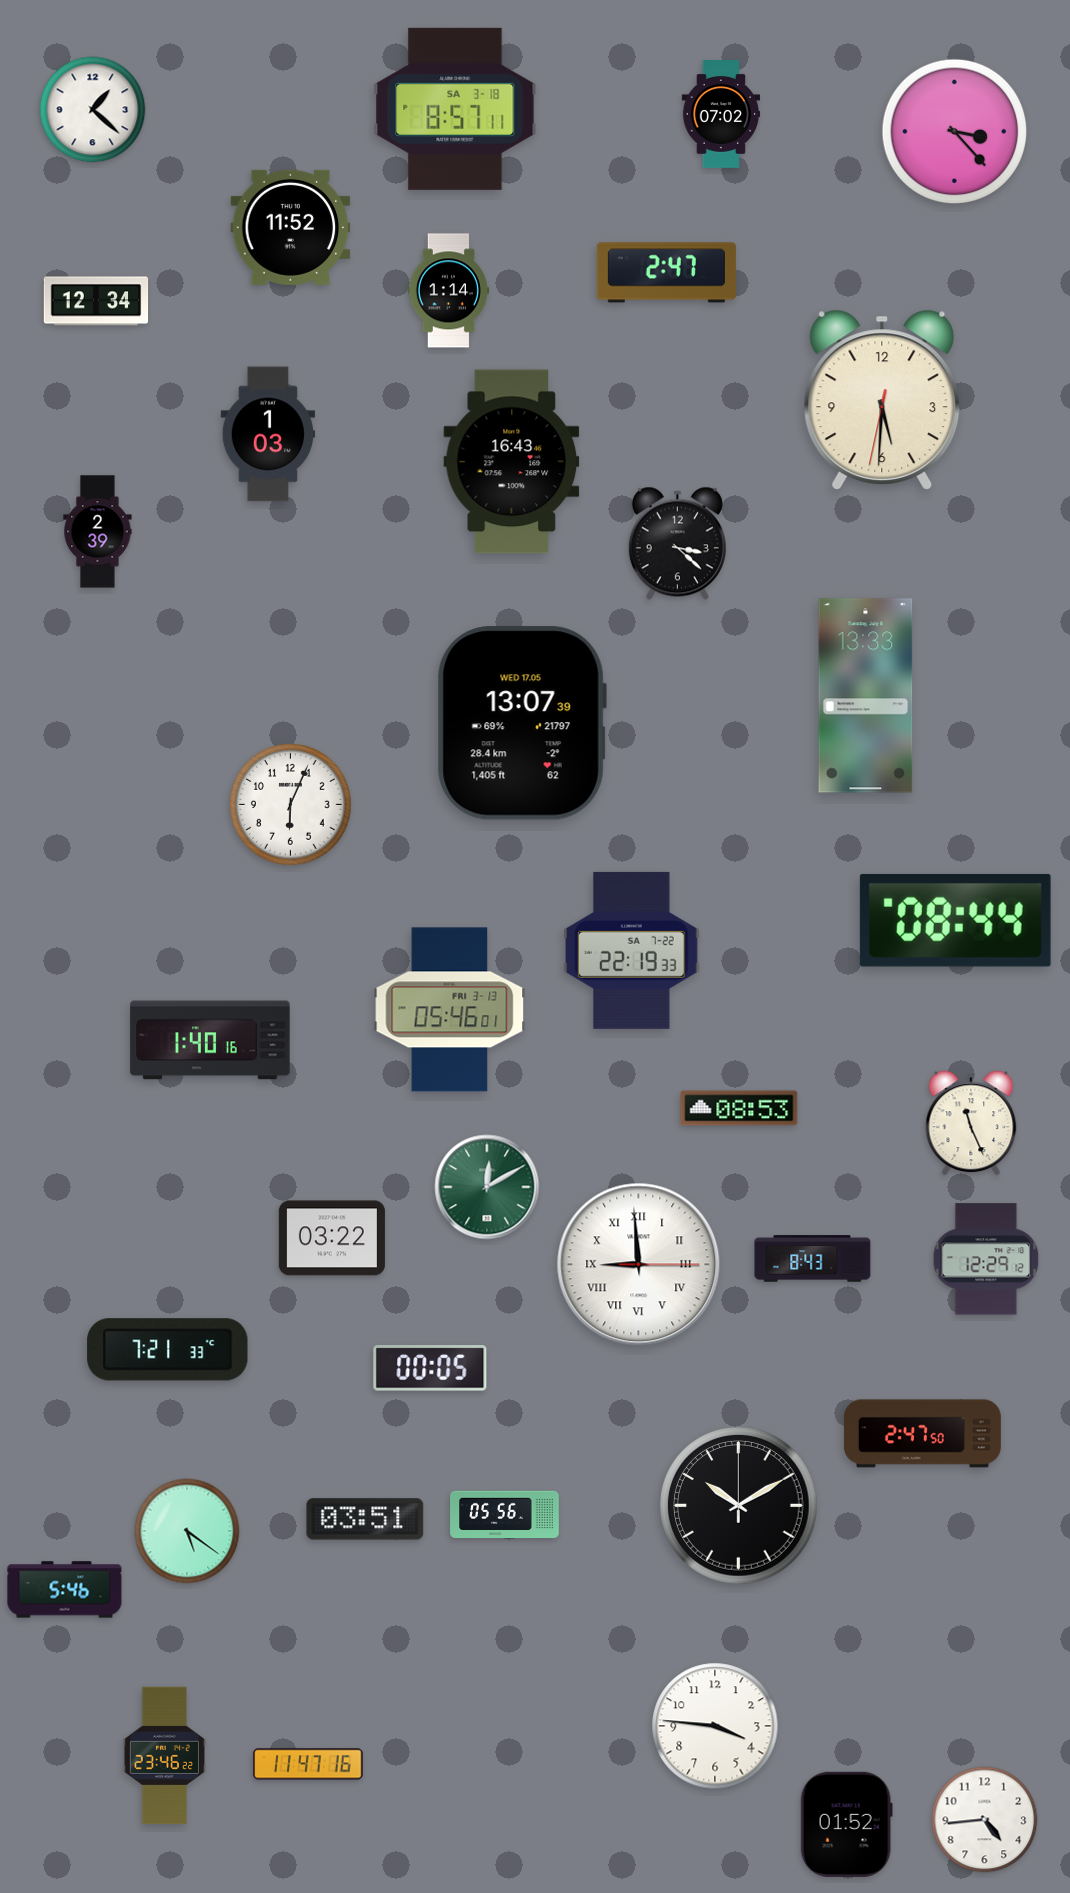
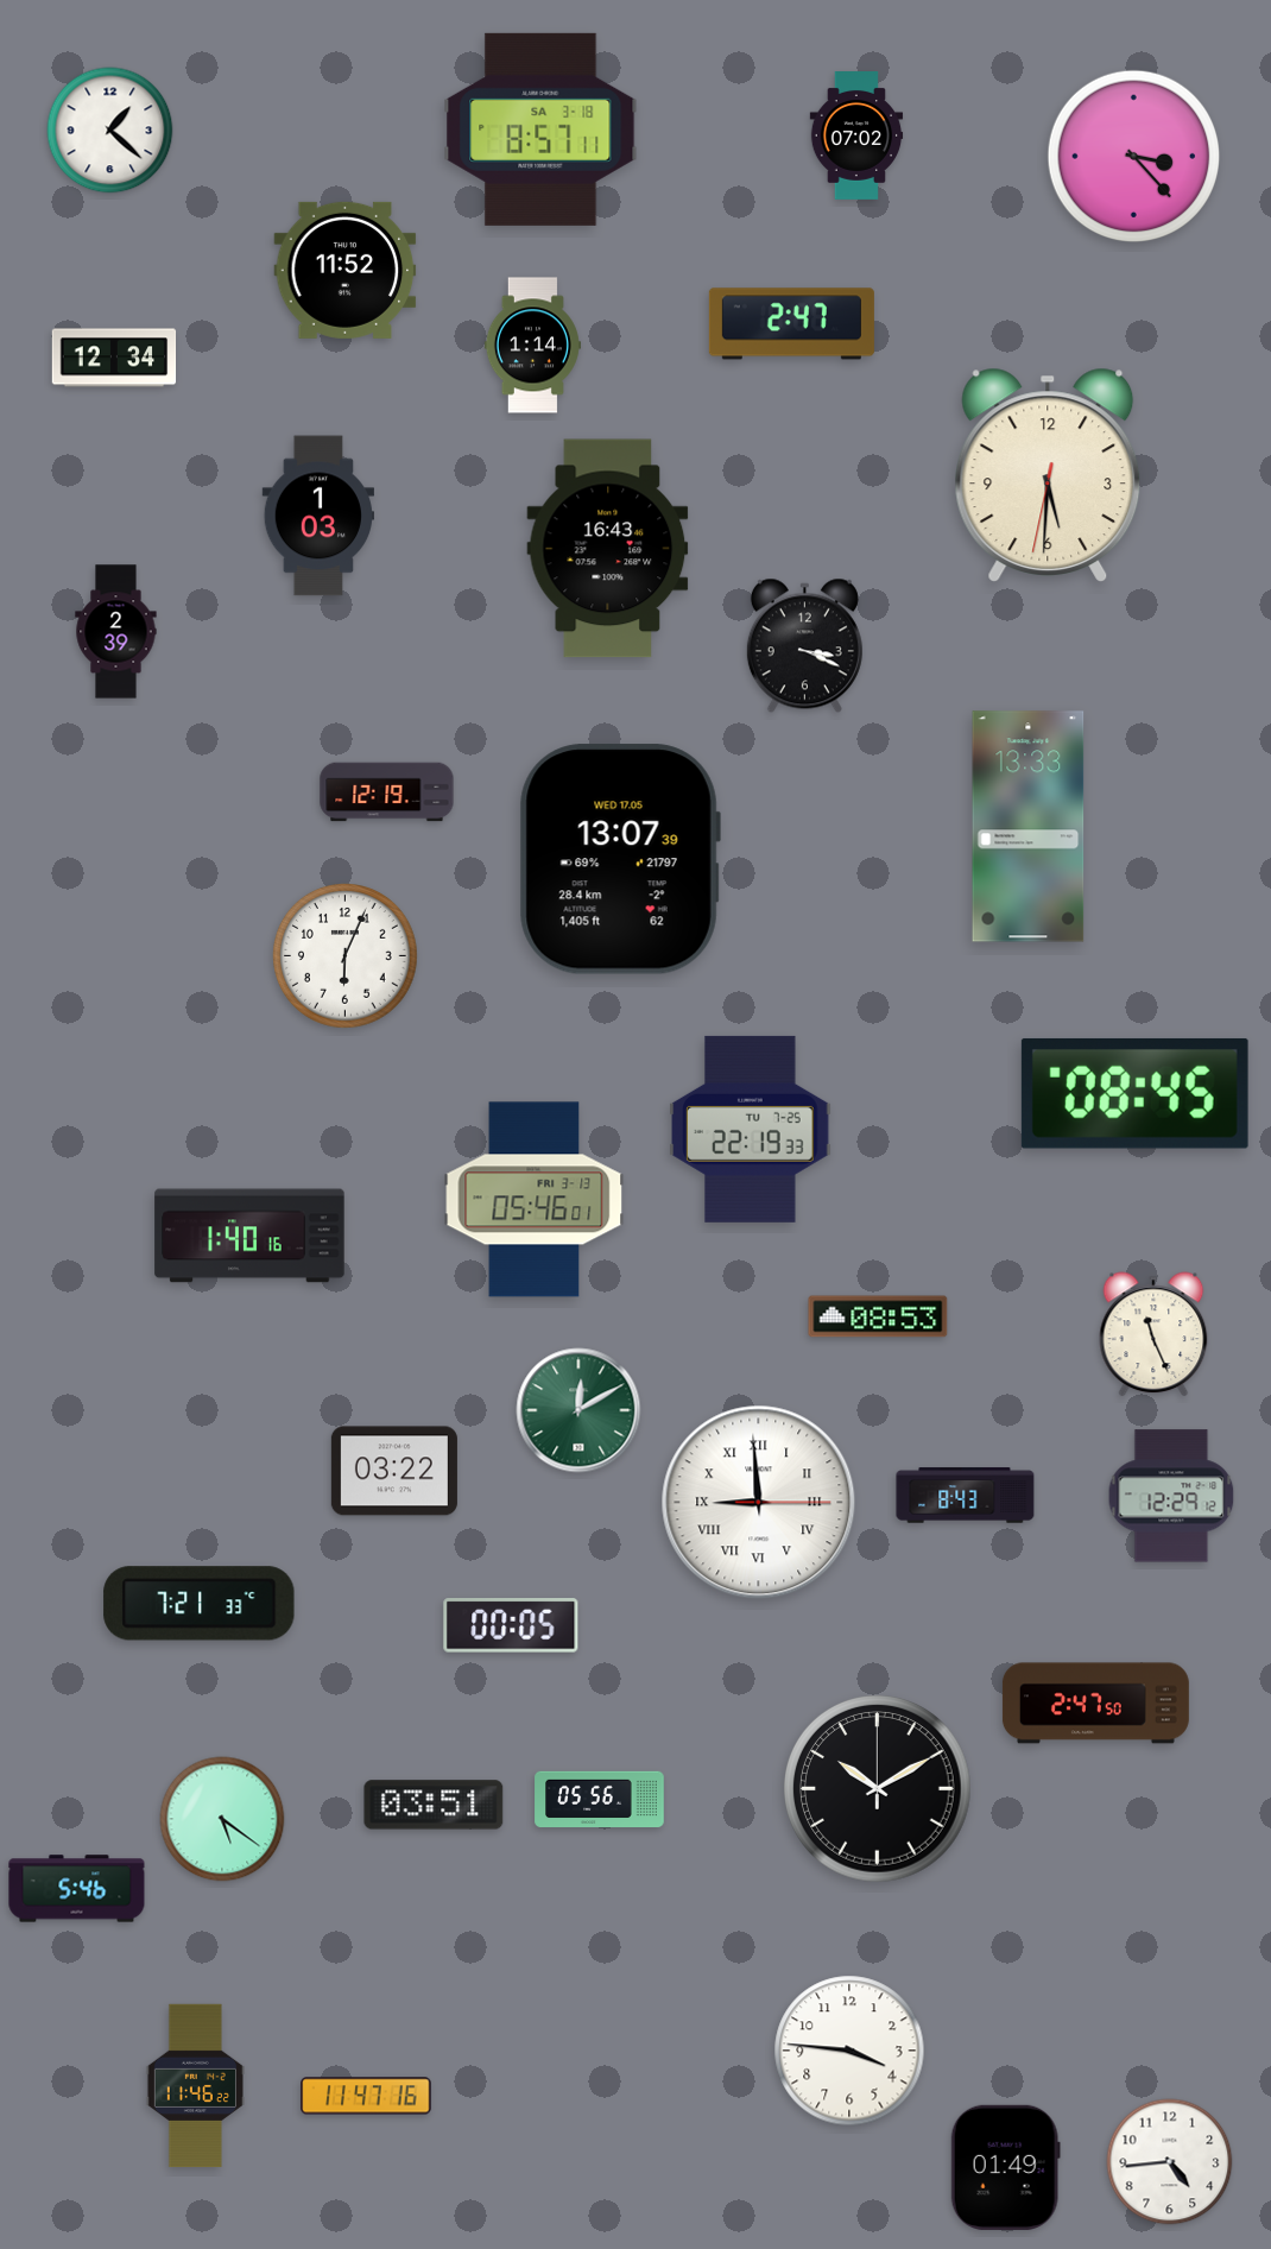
clock at (677, 544): 3:22 -> 3:19
clock at (387, 792): none -> 12:19
clock at (955, 920): 08:44 -> 08:45
clock at (632, 950) date: SA 7-22 -> TU 7-25
clock at (164, 1756): 23:46 -> 11:46
clock at (846, 1824): 01:52 -> 01:49
